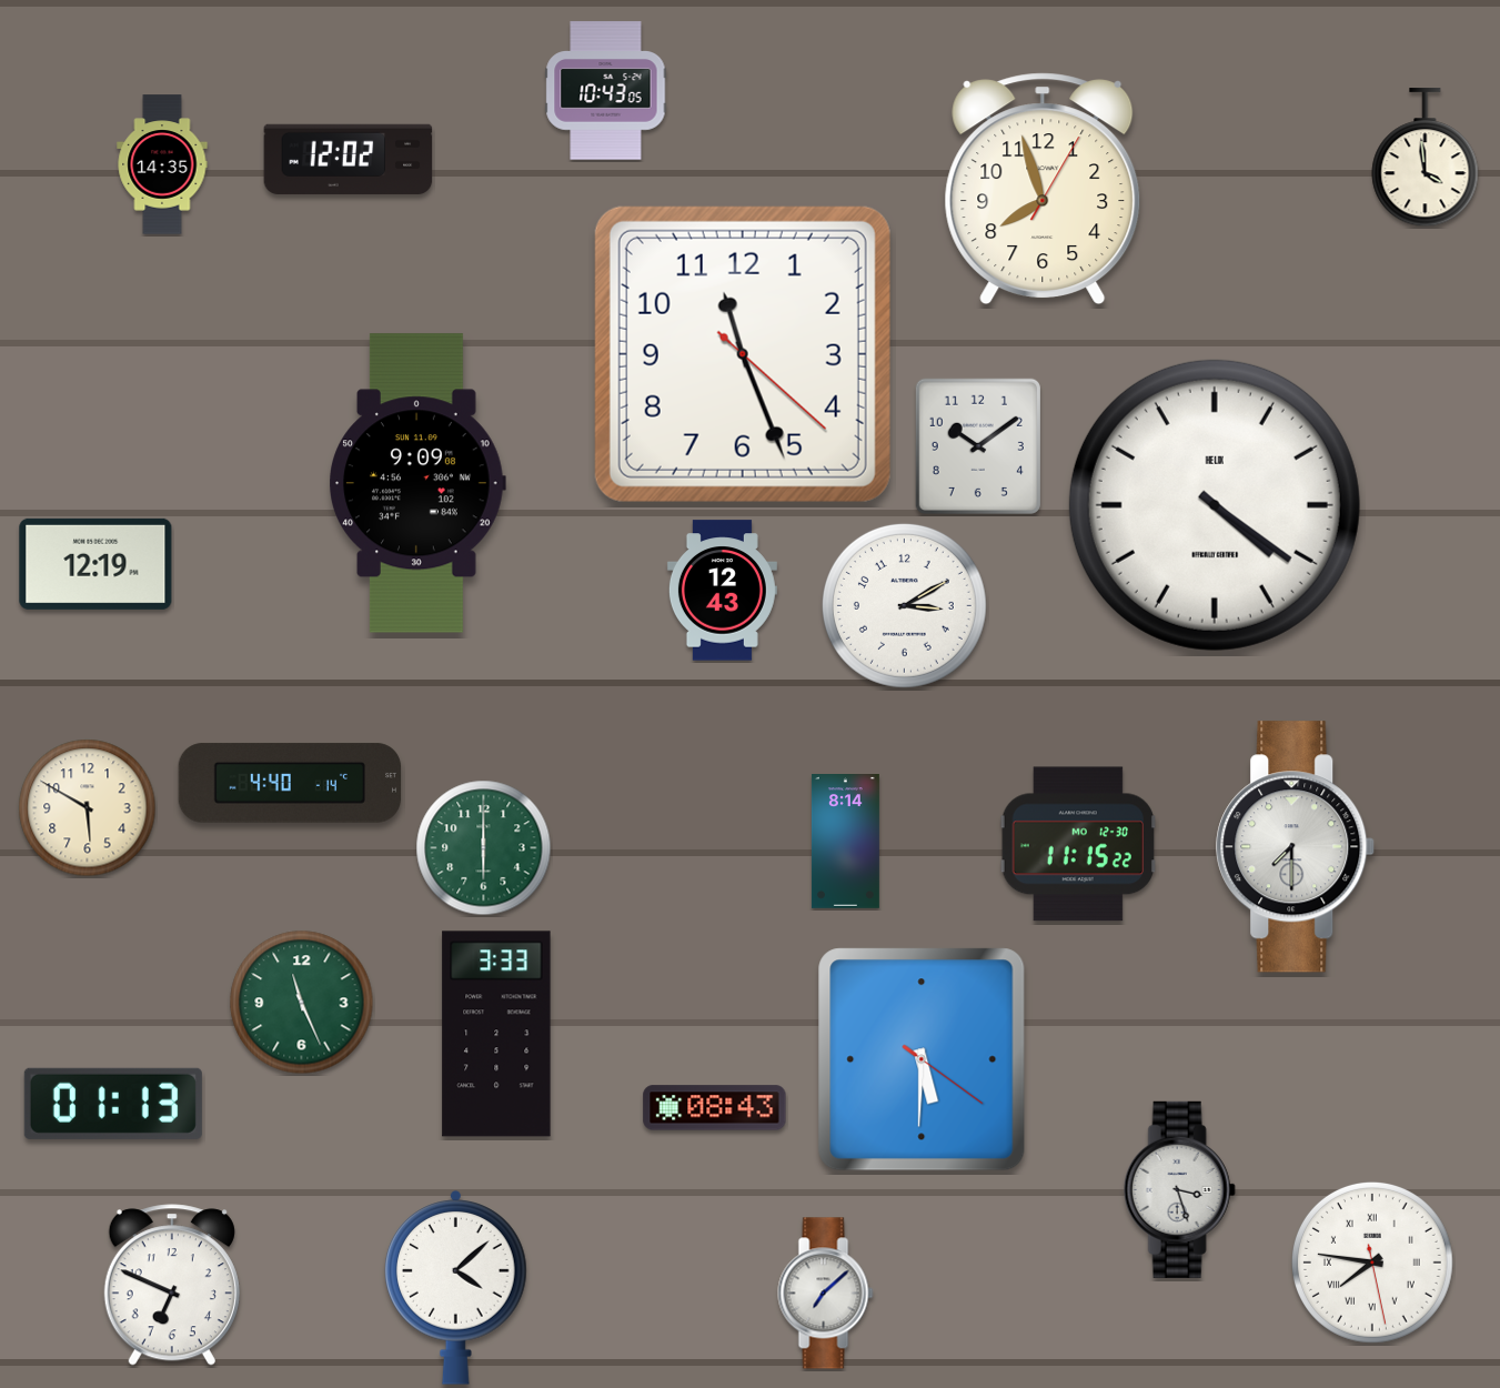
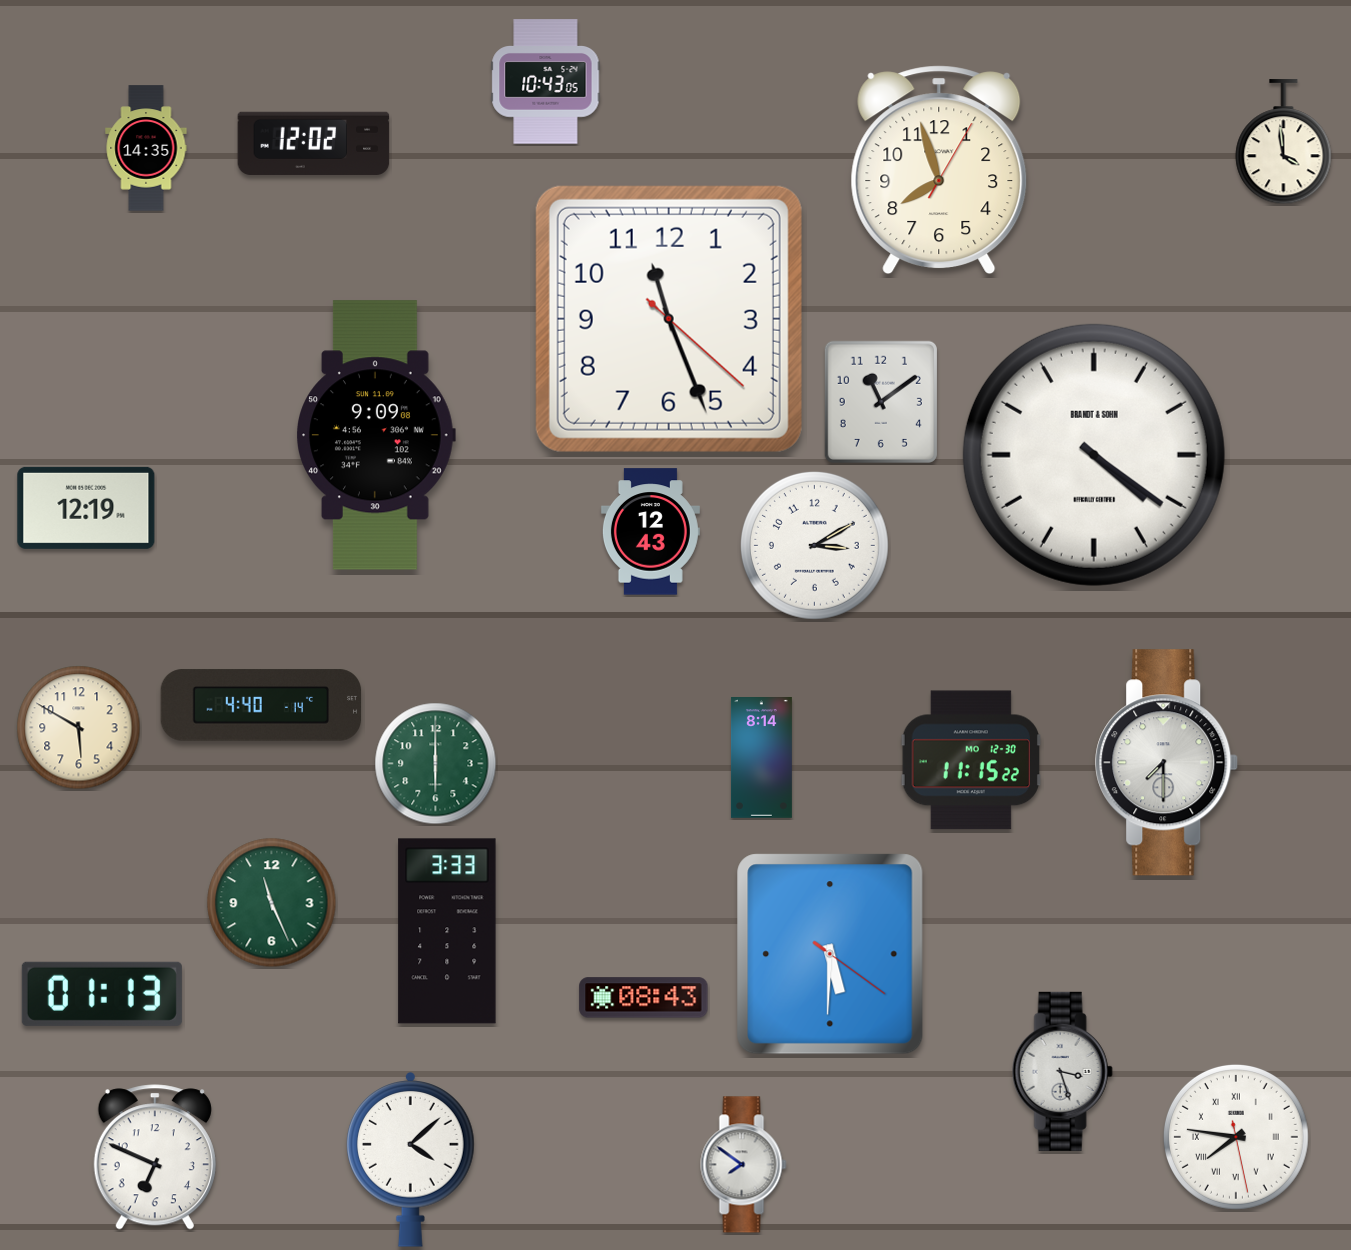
clock at (978, 446): 10:09 -> 11:09
clock at (1215, 505) brand: HELIX -> BRANDT & SOHN
clock at (826, 1294): 7:08 -> 7:51
